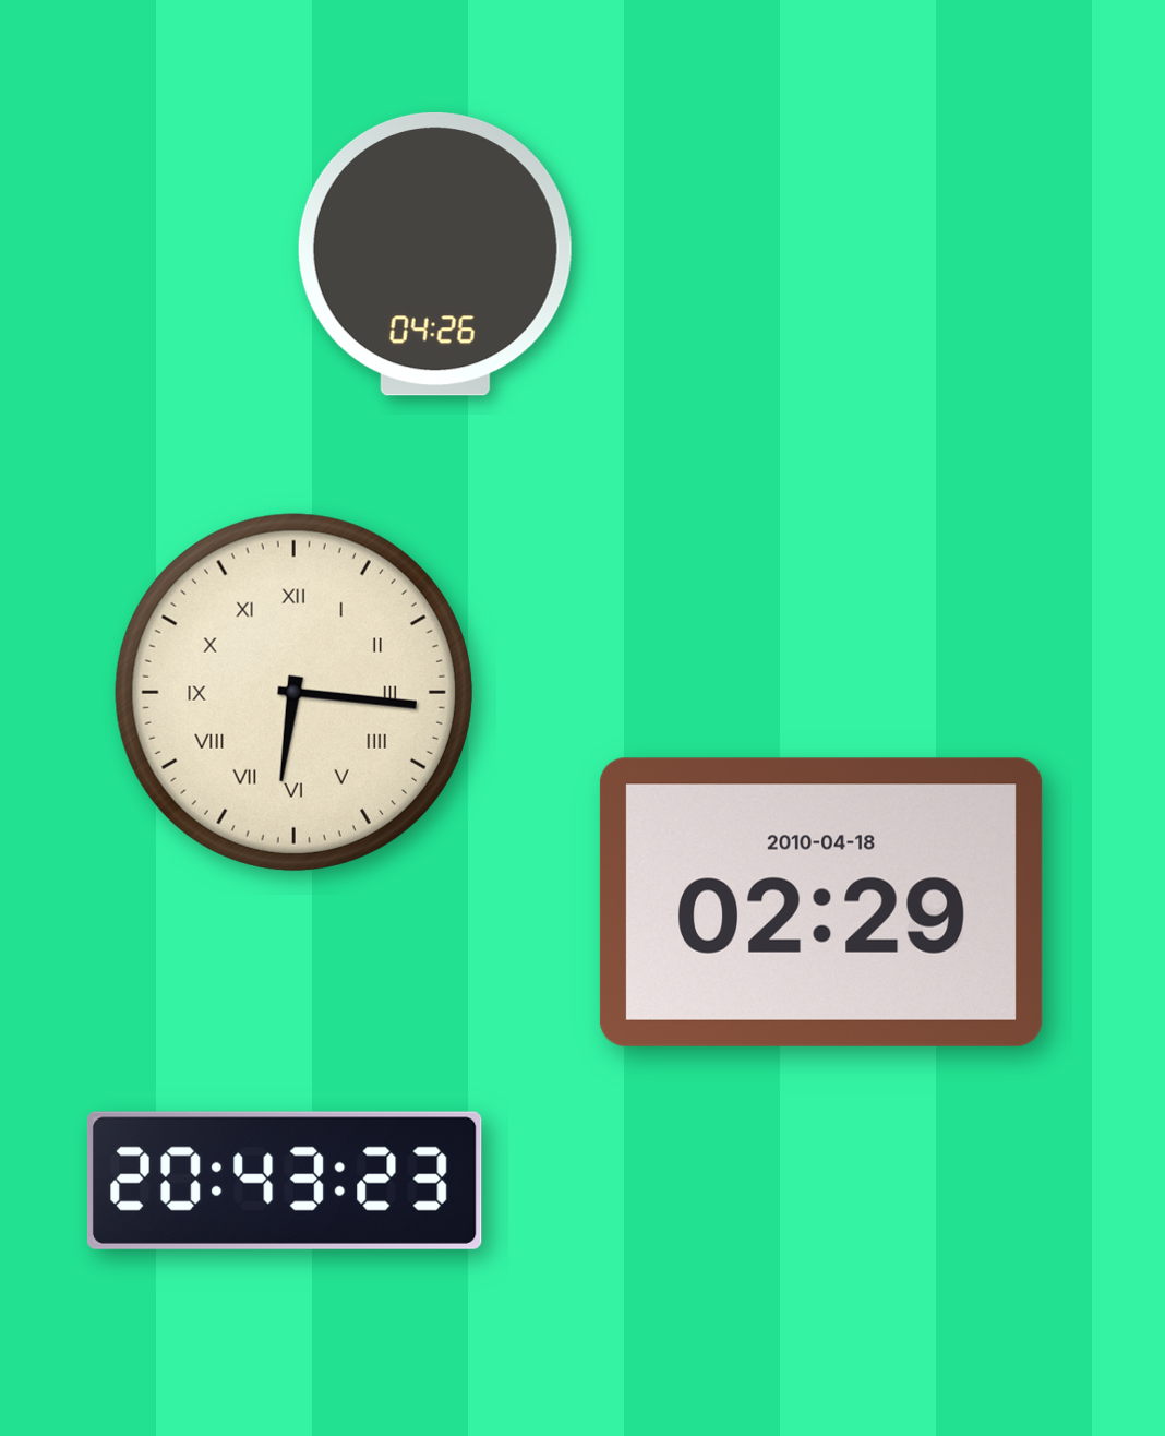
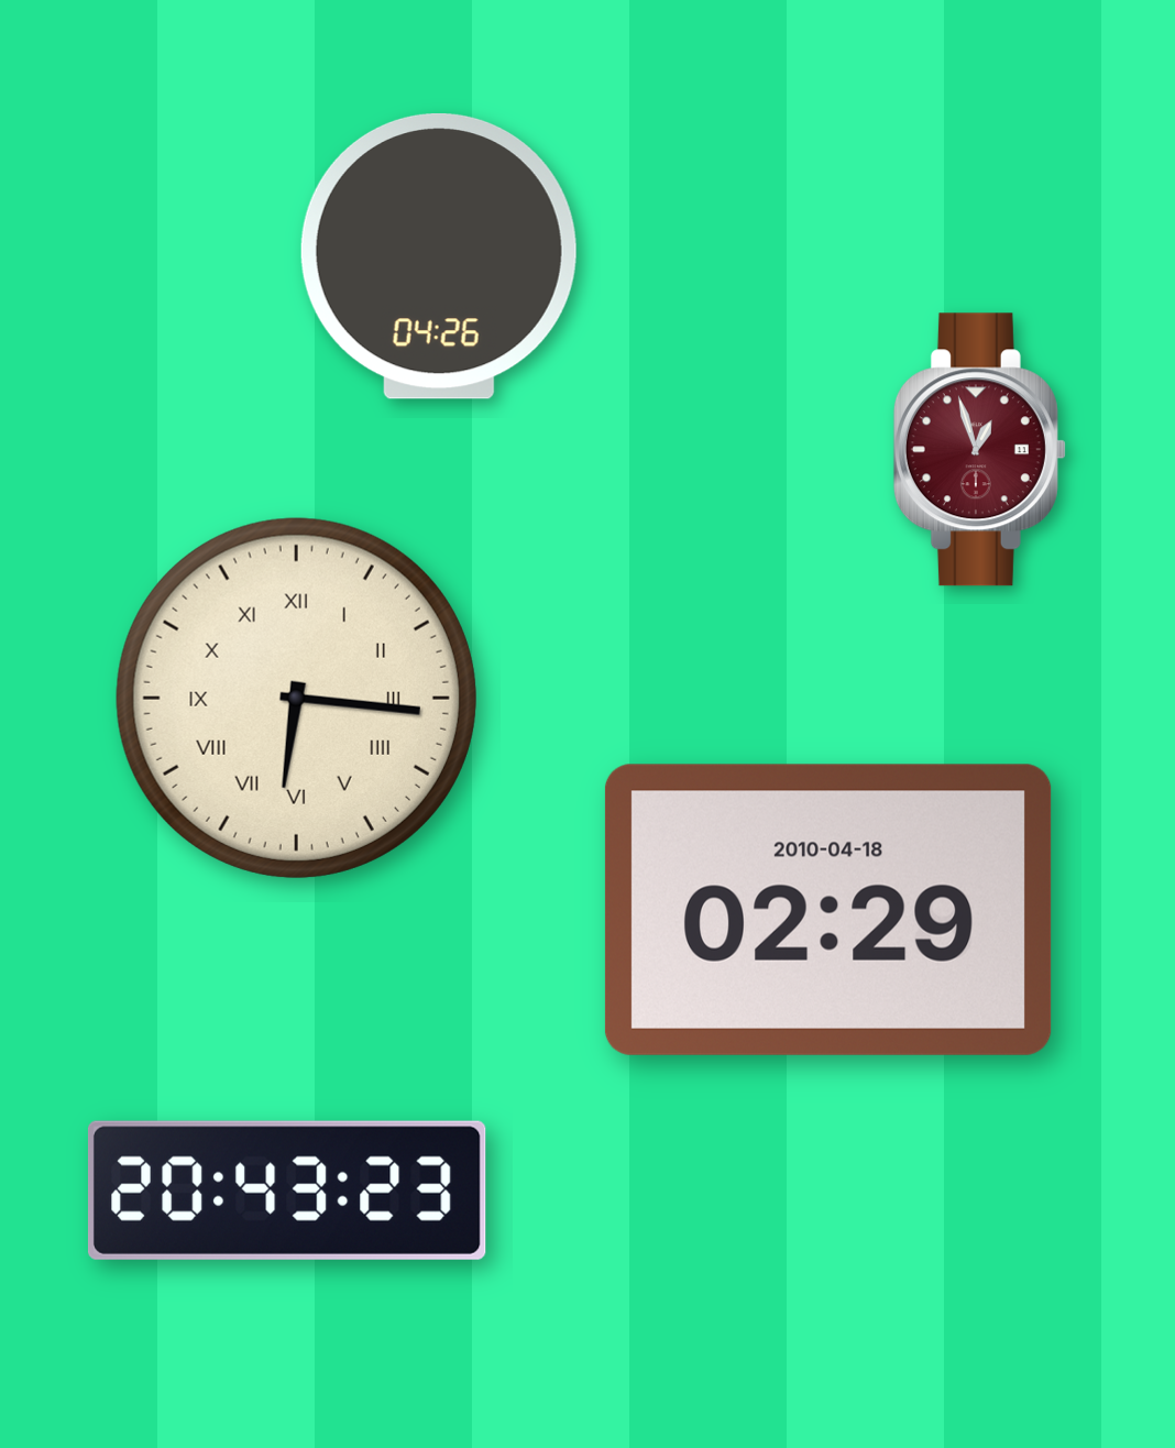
clock at (979, 450): none -> 12:57
